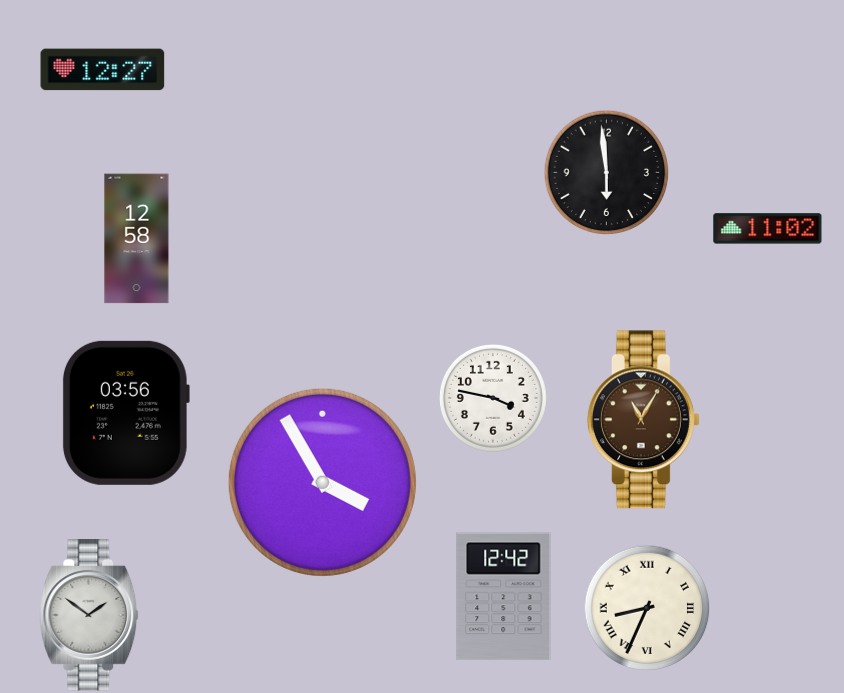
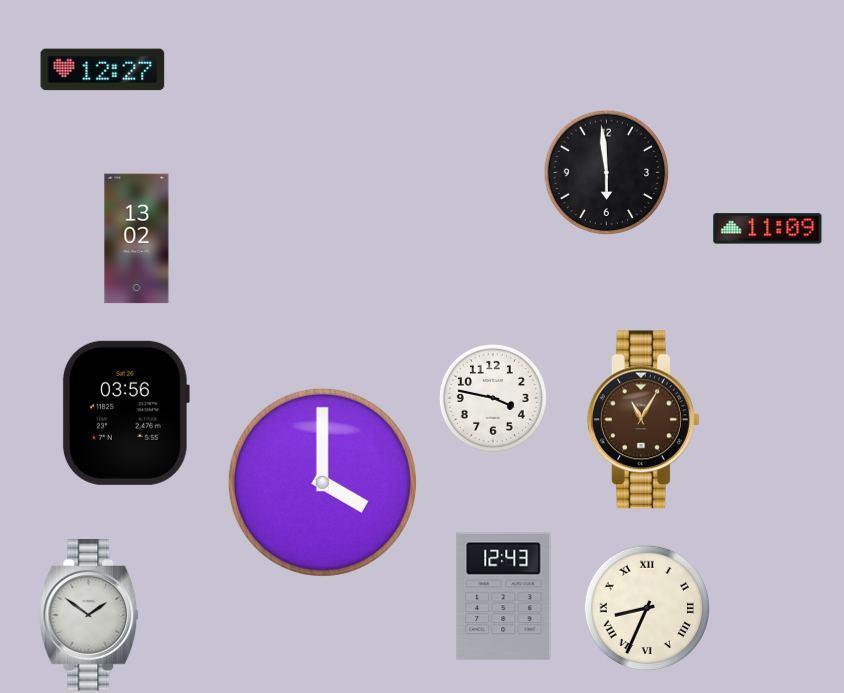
clock at (768, 229): 11:02 -> 11:09
clock at (137, 239): 12:58 -> 13:02
clock at (322, 482): 3:55 -> 4:00
clock at (504, 597): 12:42 -> 12:43
